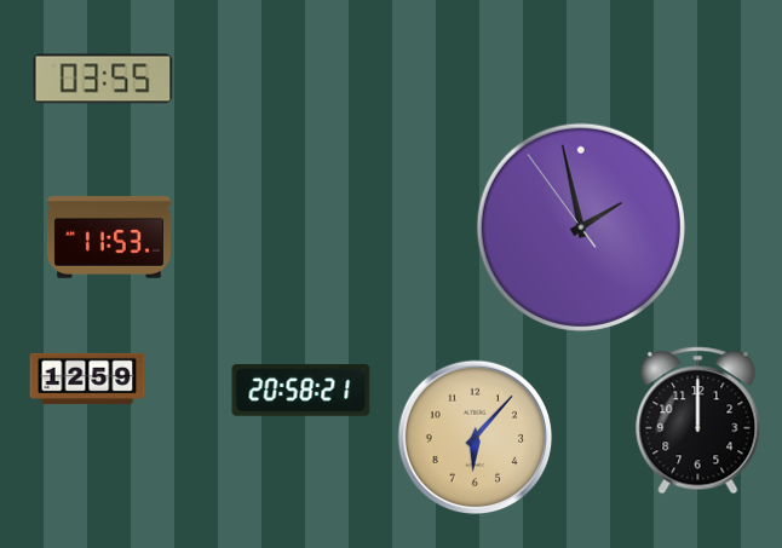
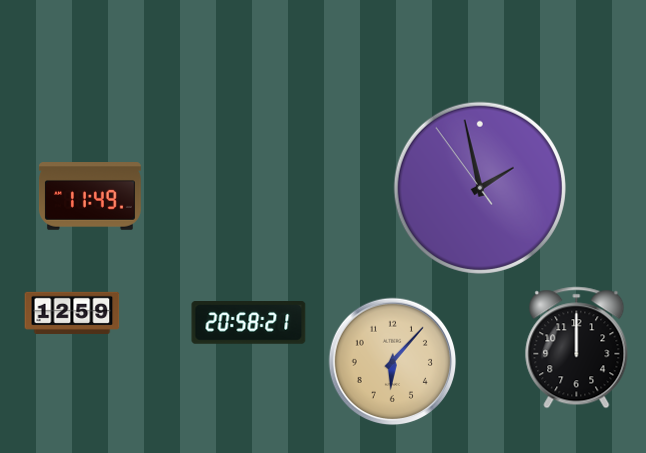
clock at (103, 79): 03:55 -> none
clock at (109, 238): 11:53 -> 11:49
